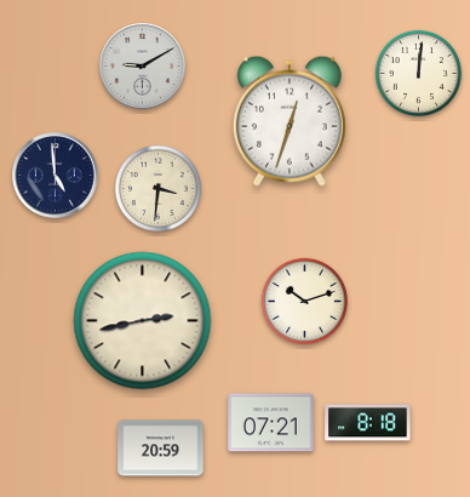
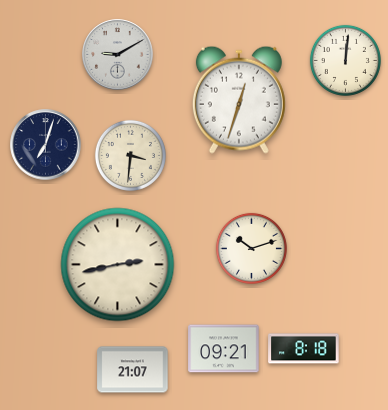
clock at (56, 176): 4:59 -> 7:03
clock at (271, 423): 07:21 -> 09:21
clock at (161, 449): 20:59 -> 21:07
